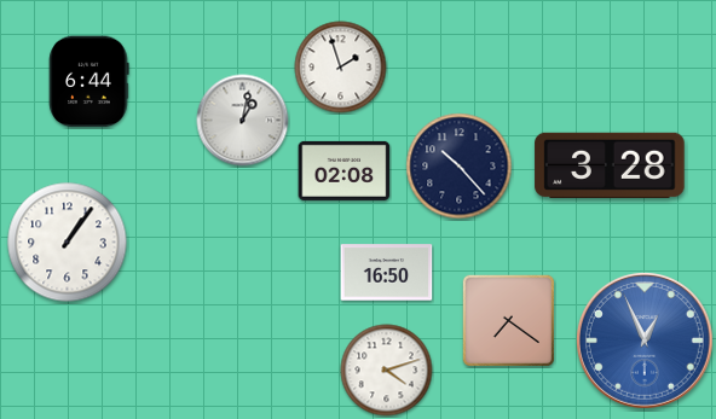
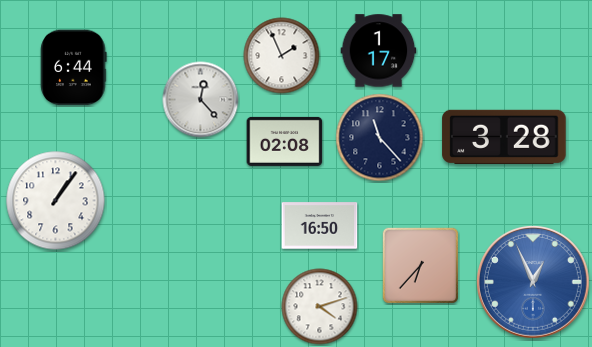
clock at (379, 51): none -> 1:17
clock at (341, 68): 1:57 -> 1:56
clock at (243, 121): 1:02 -> 12:23
clock at (460, 167): 10:23 -> 11:23
clock at (508, 320): 7:21 -> 6:37
